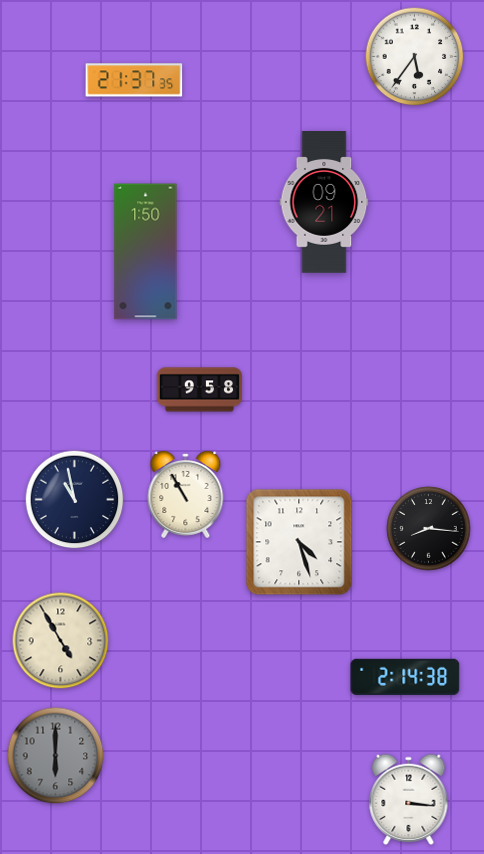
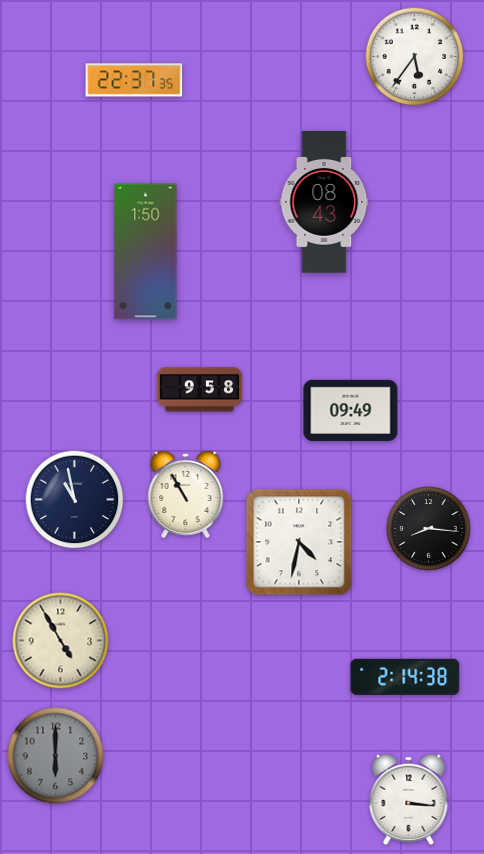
clock at (134, 80): 21:37 -> 22:37
clock at (324, 202): 09:21 -> 08:43
clock at (351, 410): none -> 09:49
clock at (299, 542): 4:27 -> 4:32
